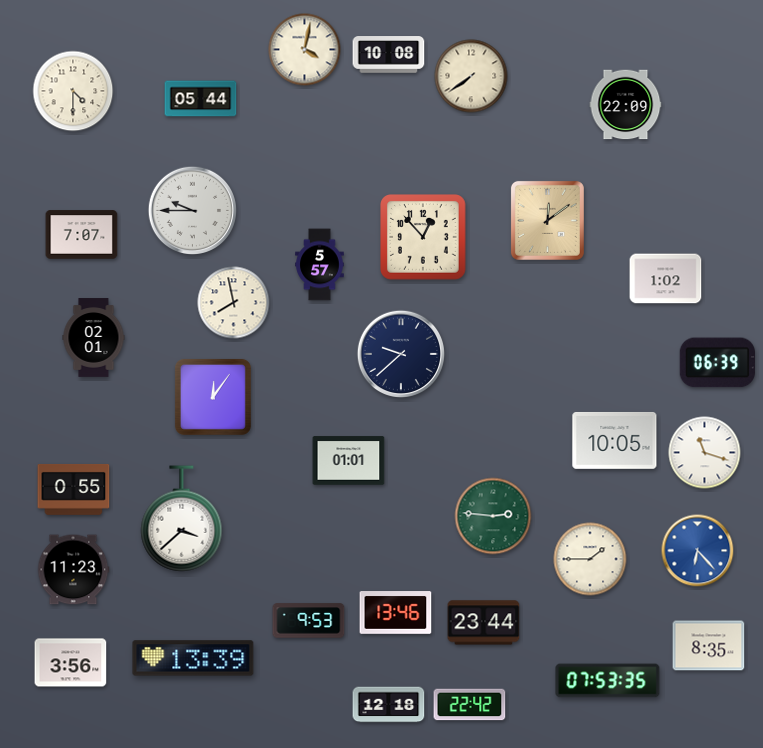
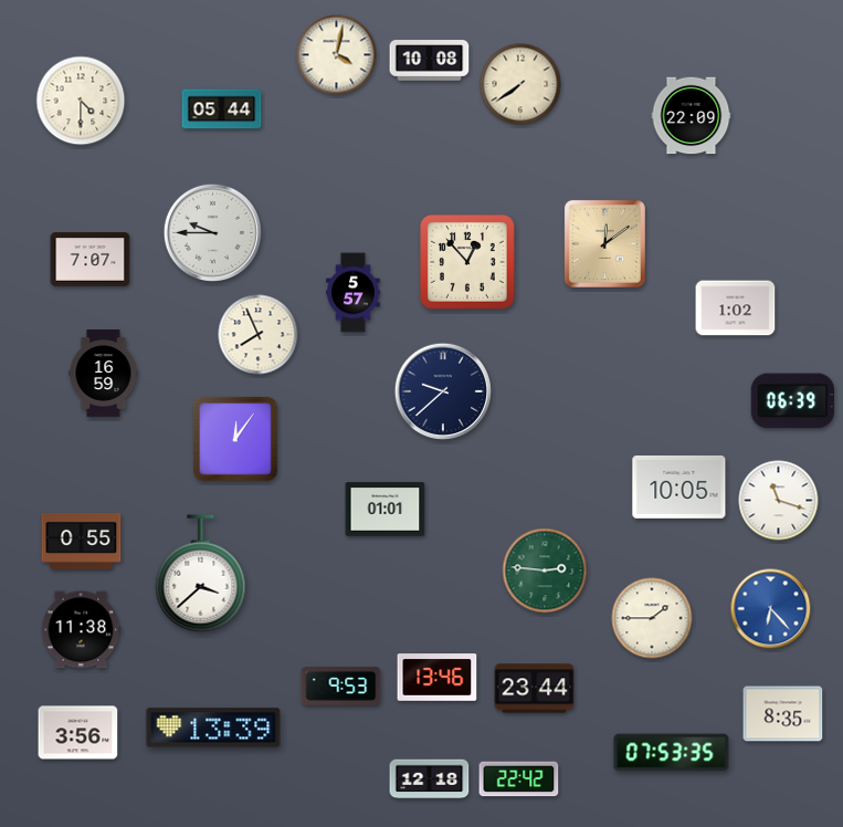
clock at (234, 303): 7:58 -> 7:56
clock at (94, 338): 02:01 -> 16:59
clock at (73, 570): 11:23 -> 11:38
